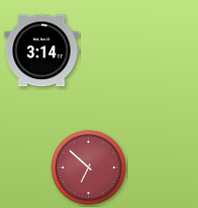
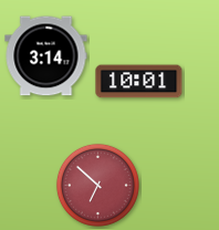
clock at (139, 82): none -> 10:01
